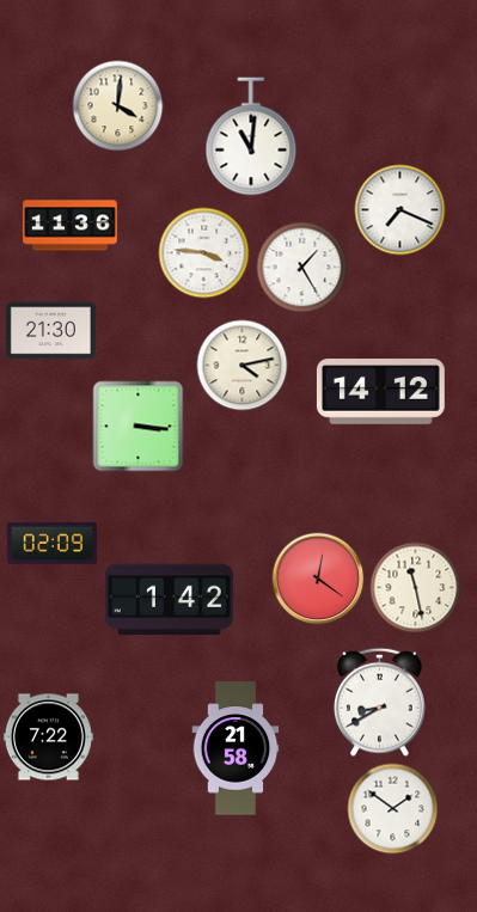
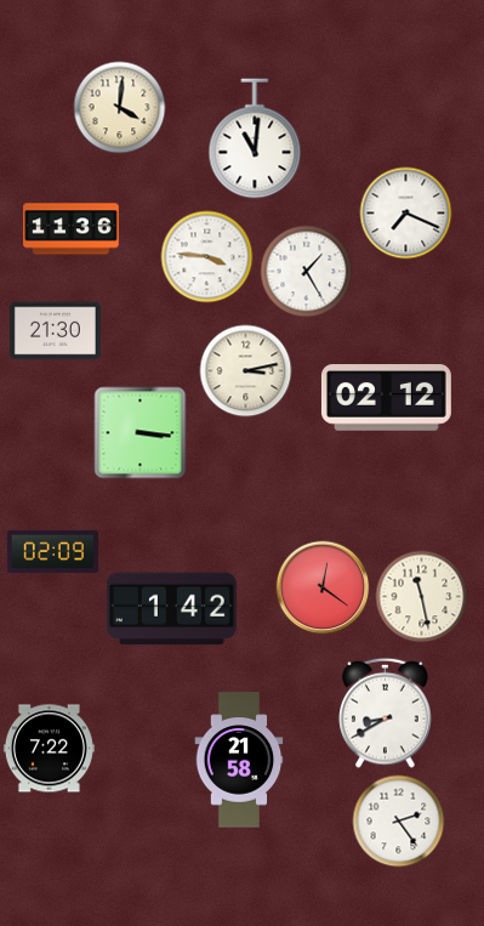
clock at (50, 331) position: (50, 331) -> (55, 331)
clock at (243, 366): 4:13 -> 3:13
clock at (380, 392): 14:12 -> 02:12
clock at (393, 809): 1:51 -> 2:24
